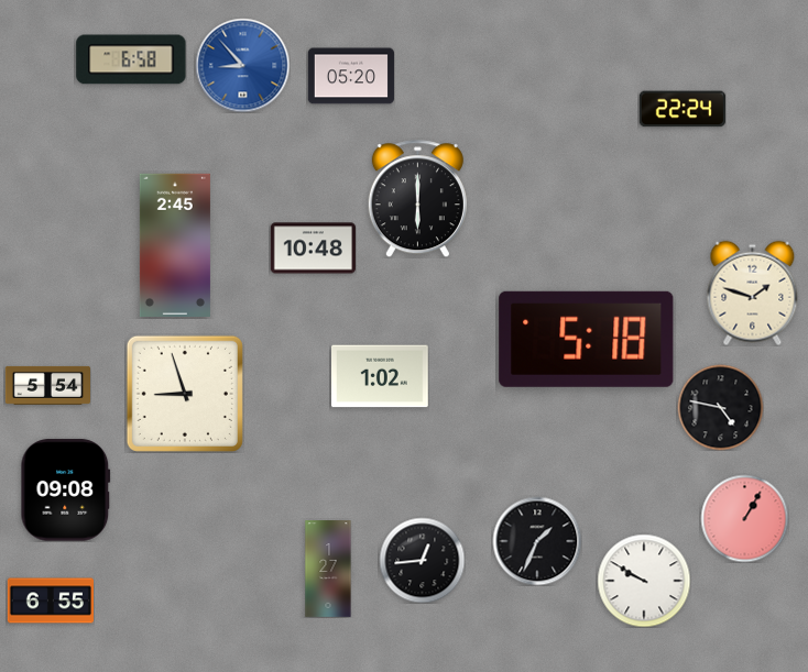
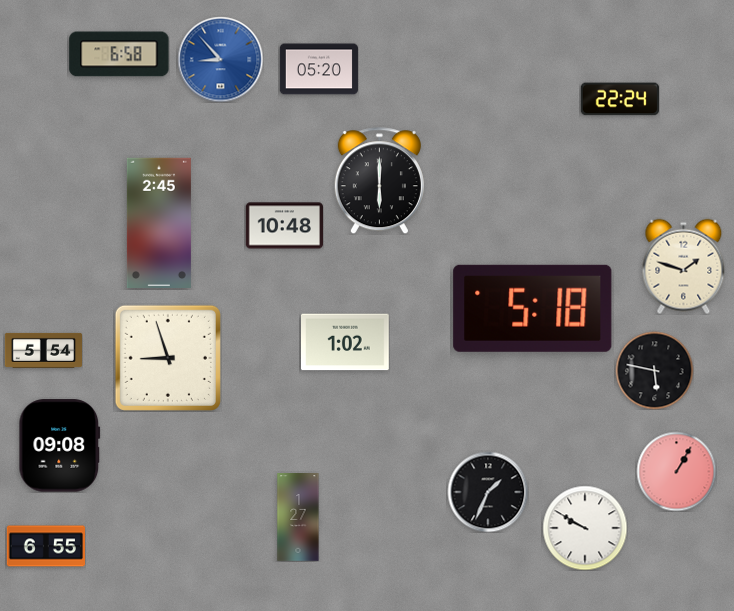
clock at (720, 407): 4:47 -> 5:47
clock at (422, 560): 12:44 -> none
